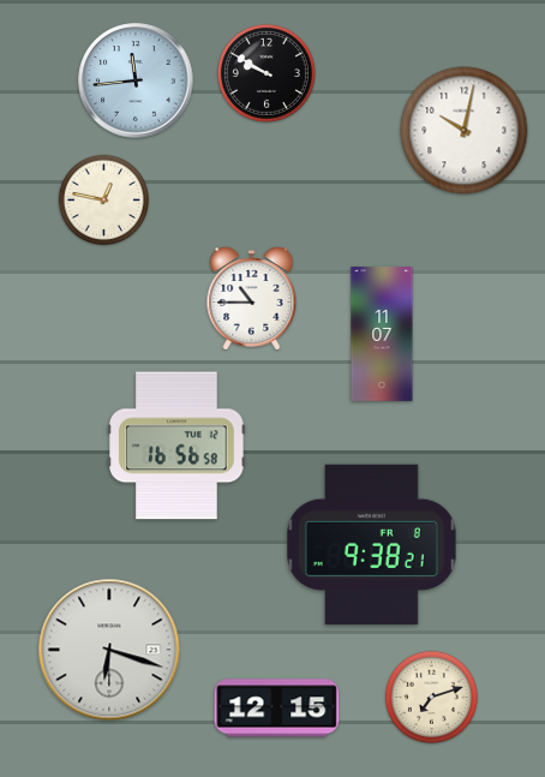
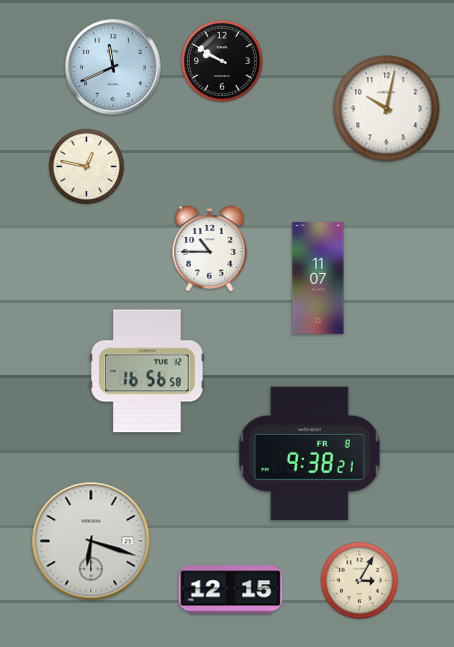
clock at (136, 80): 11:44 -> 11:41
clock at (431, 697): 7:12 -> 3:05
